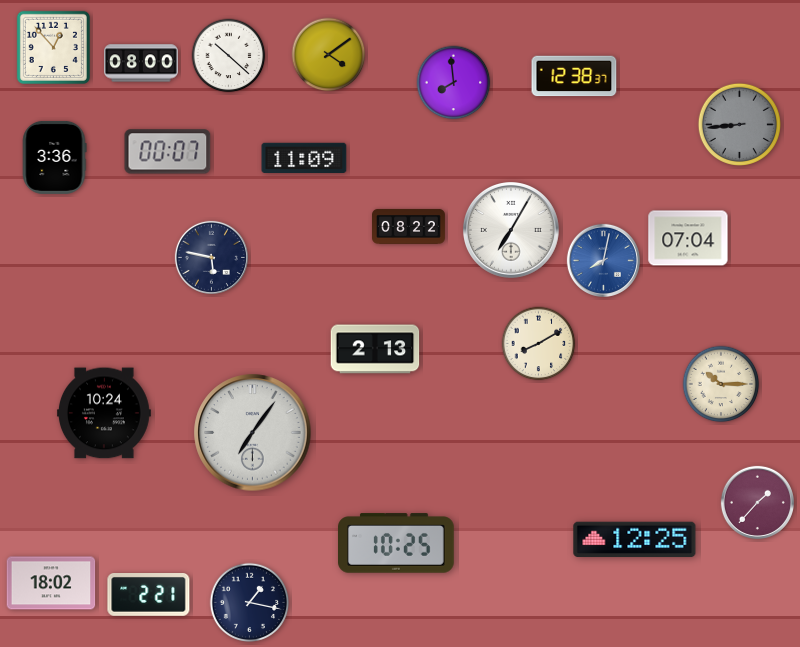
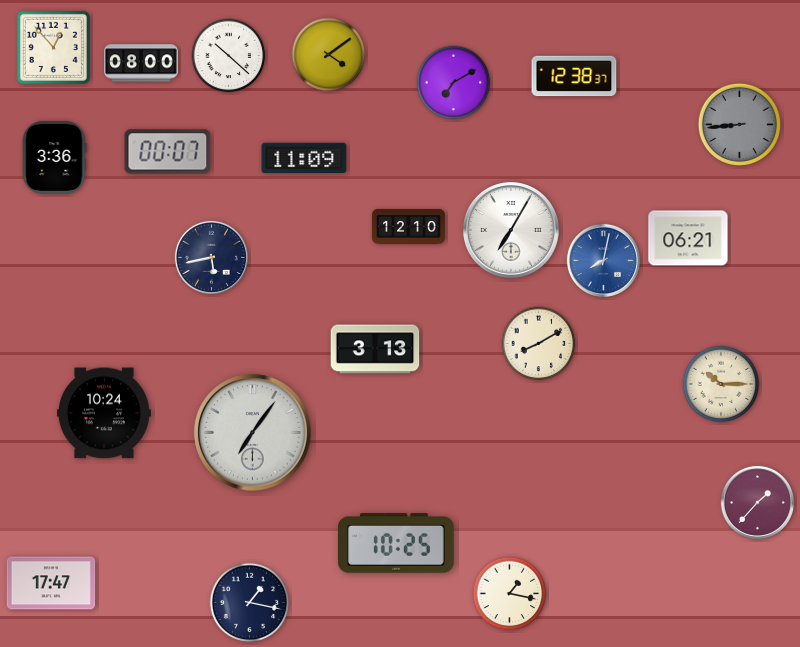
clock at (454, 83): 7:59 -> 7:10
clock at (409, 226): 08:22 -> 12:10
clock at (688, 238): 07:04 -> 06:21
clock at (211, 257): 5:47 -> 5:43
clock at (375, 349): 2:13 -> 3:13
clock at (635, 540): 12:25 -> none
clock at (51, 583): 18:02 -> 17:47
clock at (510, 594): none -> 1:17
clock at (149, 595): 2:21 -> none
